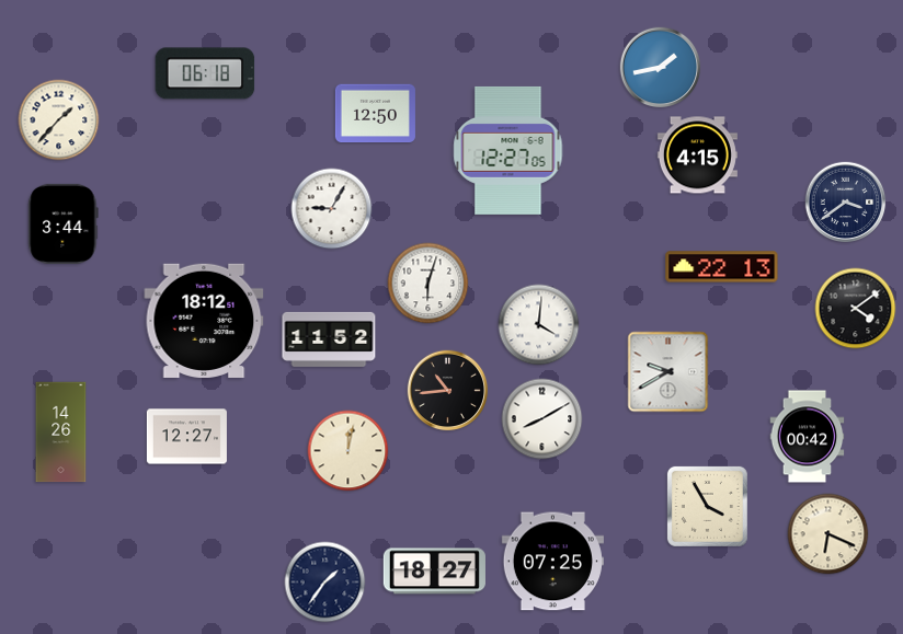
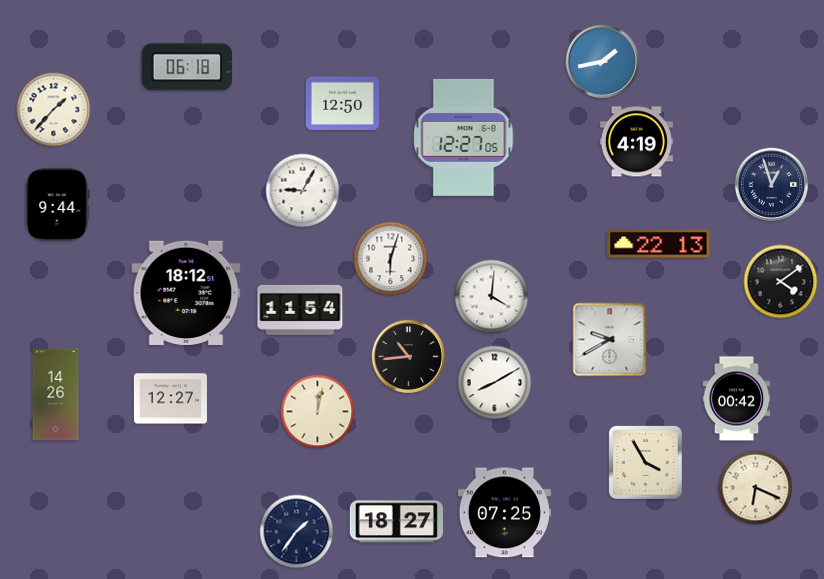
clock at (697, 155): 4:15 -> 4:19
clock at (846, 203): 3:39 -> 12:57
clock at (64, 223): 3:44 -> 9:44
clock at (329, 339): 11:52 -> 11:54
